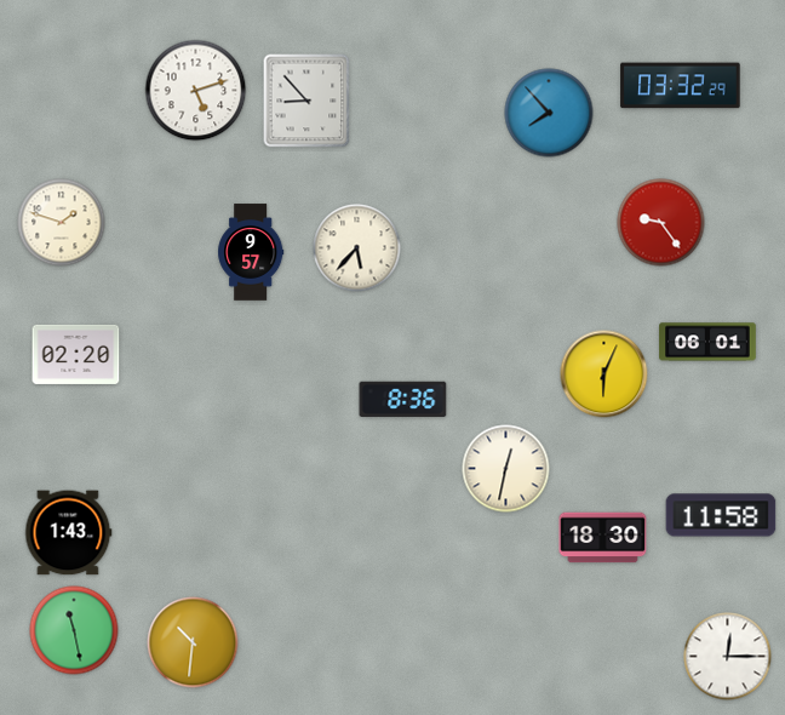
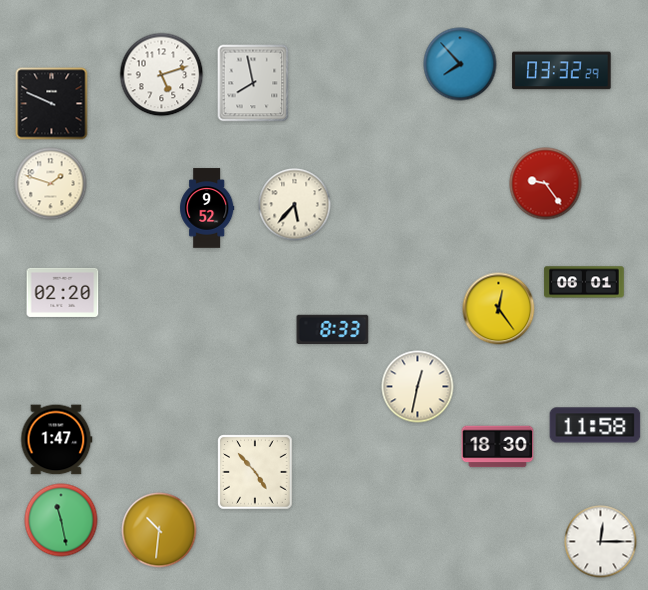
clock at (306, 101): 8:53 -> 7:58
clock at (549, 113) position: (549, 113) -> (460, 64)
clock at (52, 104): none -> 9:49
clock at (251, 252): 9:57 -> 9:52
clock at (604, 374): 6:04 -> 12:24
clock at (403, 399): 8:36 -> 8:33
clock at (68, 533): 1:43 -> 1:47
clock at (603, 538) position: (603, 538) -> (498, 447)
clock at (255, 472): none -> 4:53
